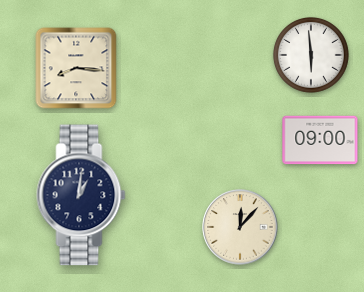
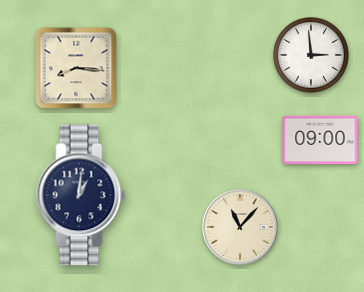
clock at (311, 55): 5:59 -> 2:59
clock at (240, 227): 12:07 -> 11:07
